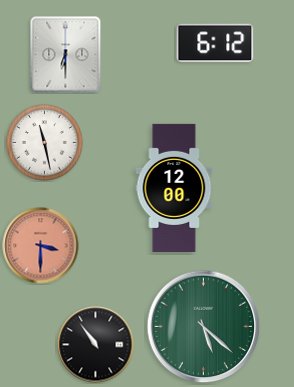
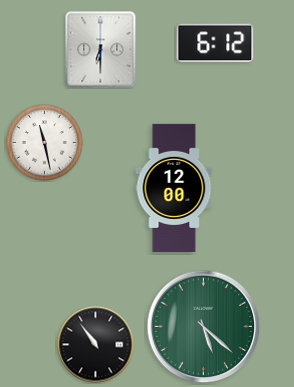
clock at (66, 55) position: (66, 55) -> (101, 50)
clock at (41, 246): 3:30 -> none
